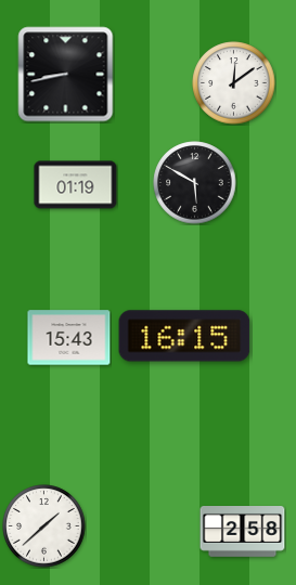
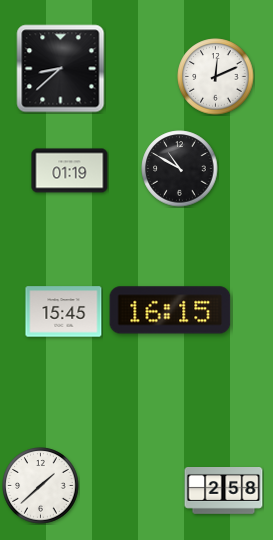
clock at (66, 75): 8:43 -> 8:38
clock at (234, 83): 12:09 -> 12:11
clock at (195, 183): 5:50 -> 10:50
clock at (69, 338): 15:43 -> 15:45
